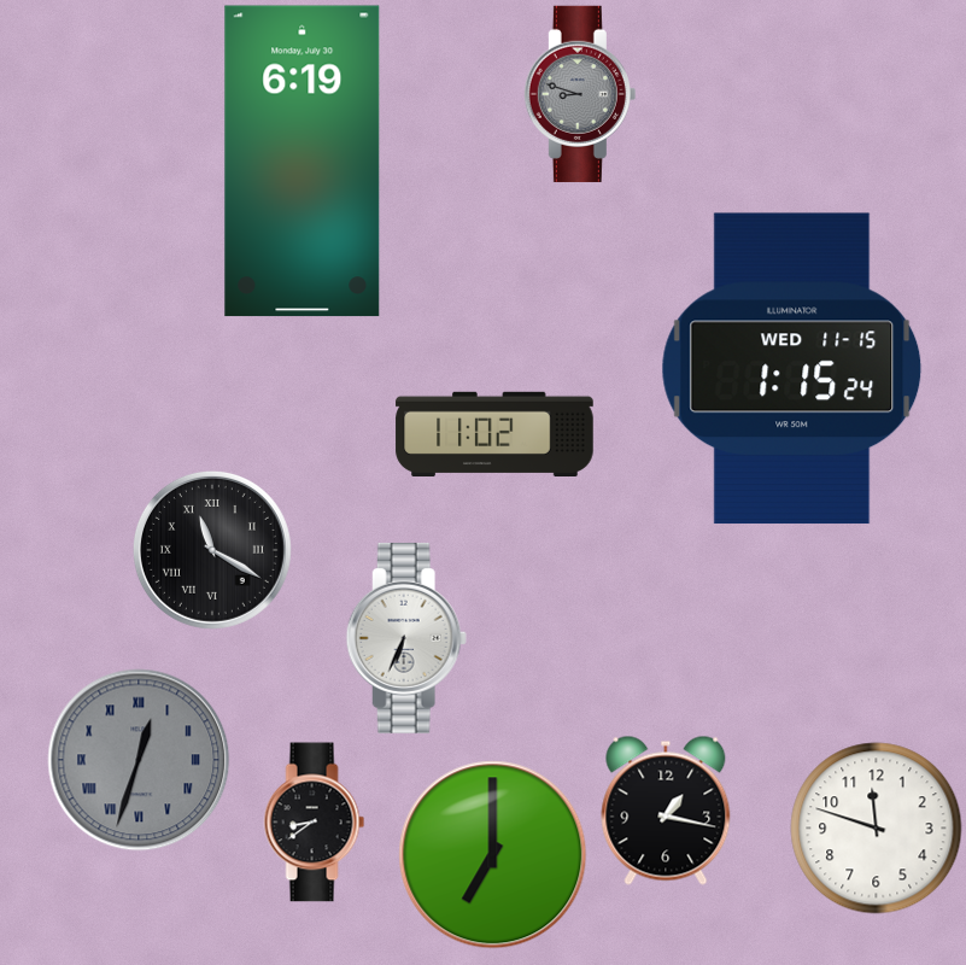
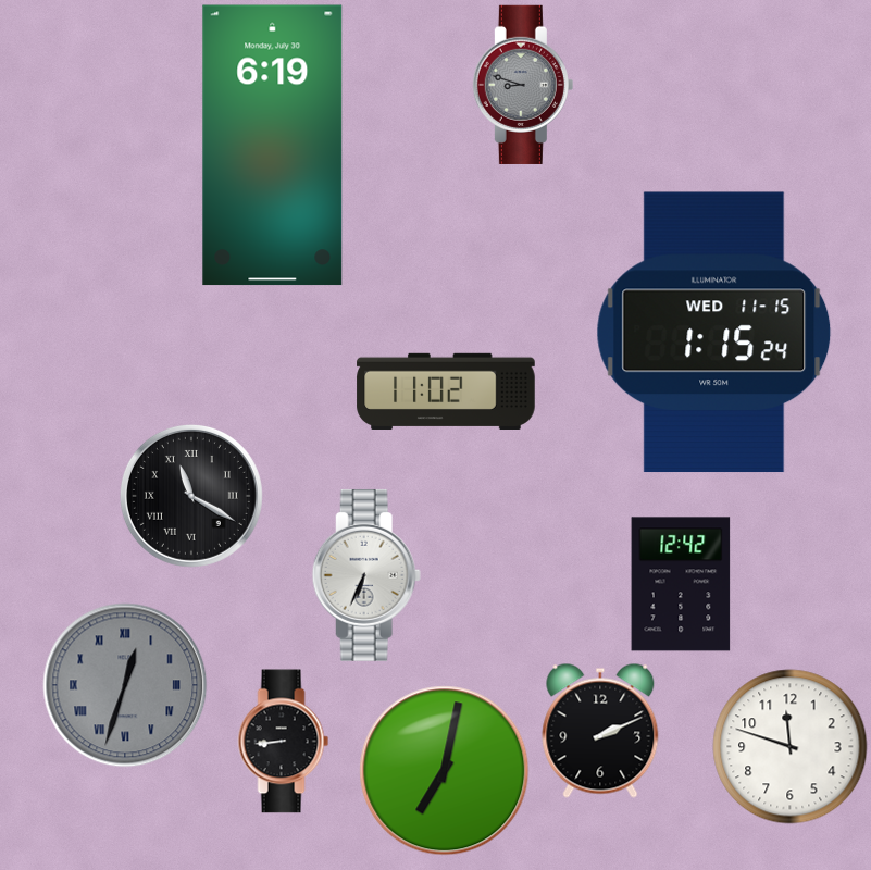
clock at (681, 584): none -> 12:42
clock at (666, 811): 1:17 -> 2:11
clock at (315, 823): 8:39 -> 8:44
clock at (493, 855): 7:00 -> 7:02
